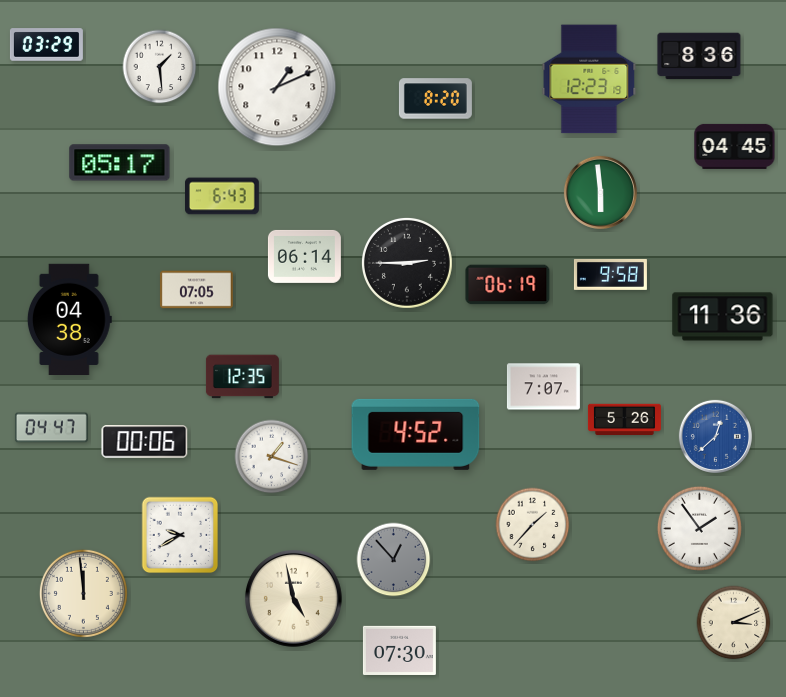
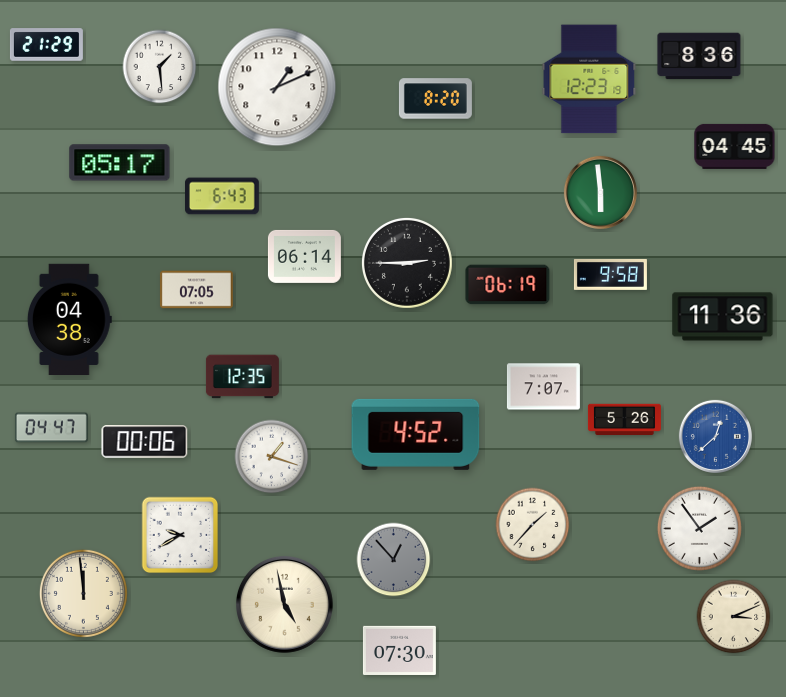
clock at (46, 45): 03:29 -> 21:29
clock at (293, 598) position: (293, 598) -> (284, 604)
clock at (734, 623) position: (734, 623) -> (734, 617)
